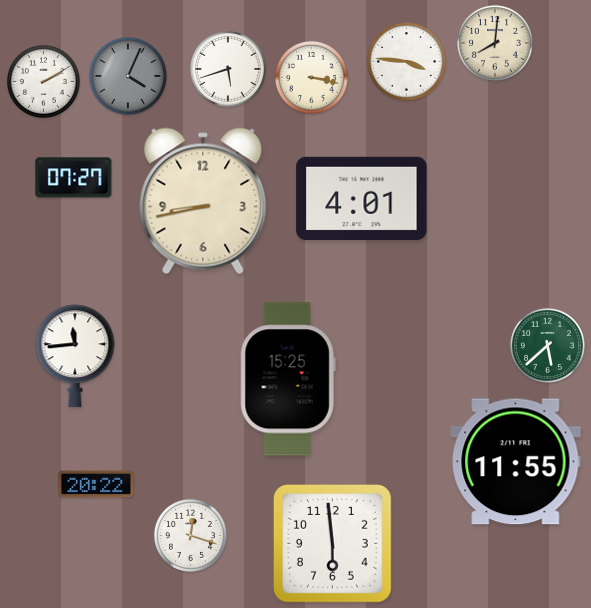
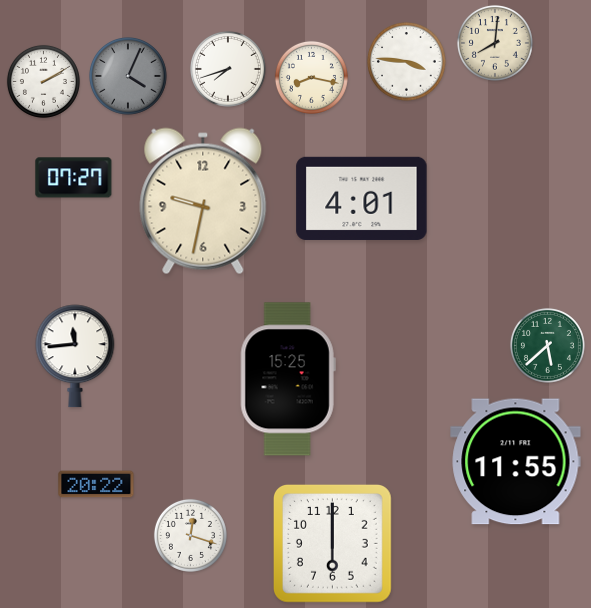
clock at (228, 69): 5:42 -> 7:42
clock at (311, 77): 3:17 -> 8:17
clock at (203, 201): 8:43 -> 9:32
clock at (333, 544): 5:59 -> 6:00
